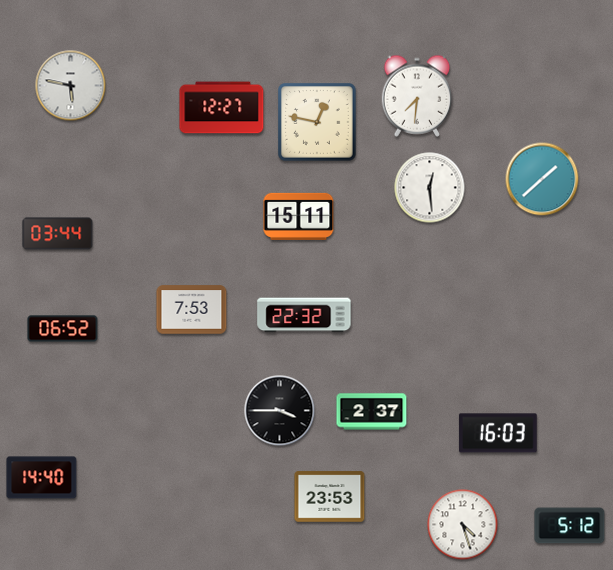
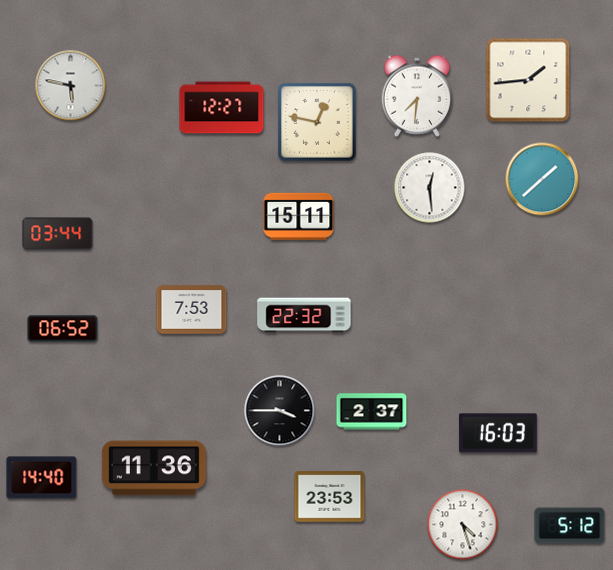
clock at (528, 80): none -> 1:44
clock at (154, 468): none -> 11:36
